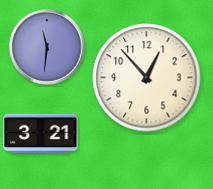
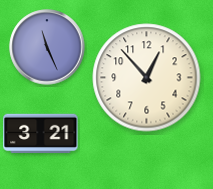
clock at (47, 47): 11:31 -> 11:26
